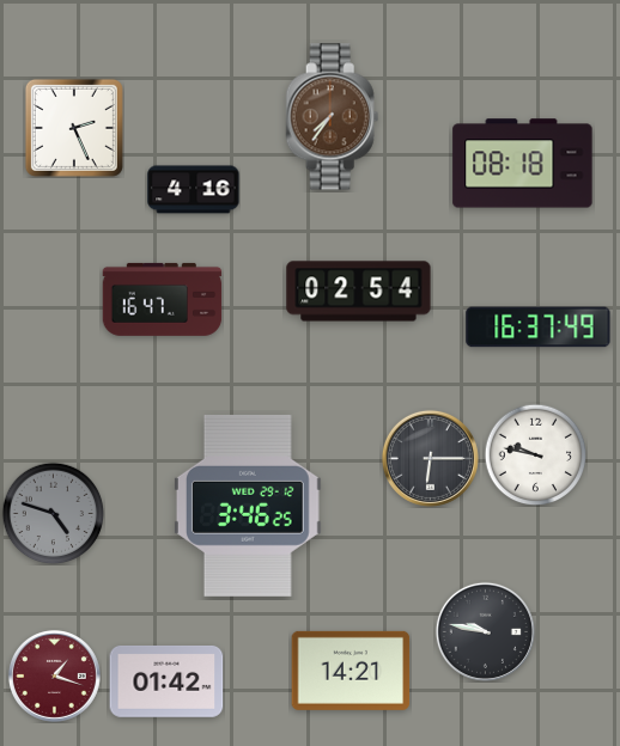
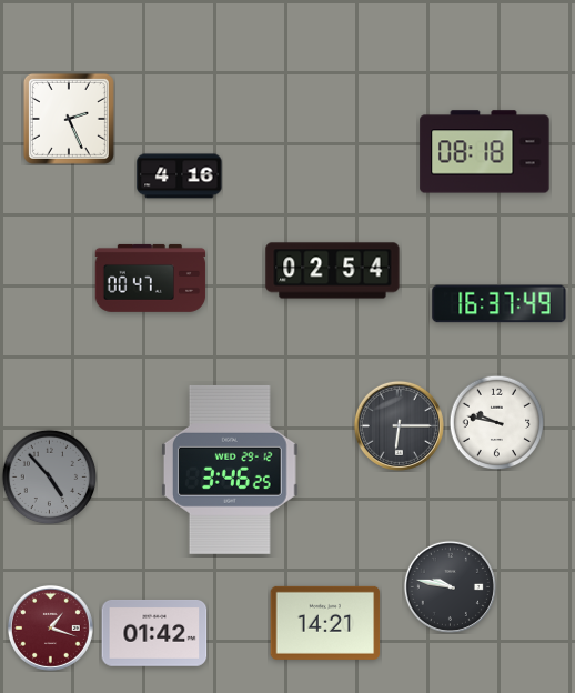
clock at (333, 117): 7:36 -> none
clock at (163, 299): 16:47 -> 00:47
clock at (53, 513): 4:48 -> 4:53
